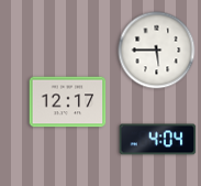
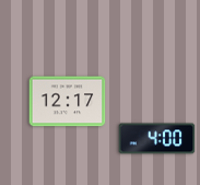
clock at (157, 51): 5:45 -> none
clock at (158, 140): 4:04 -> 4:00
